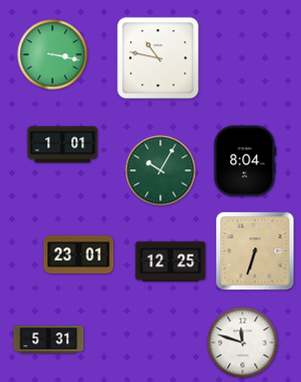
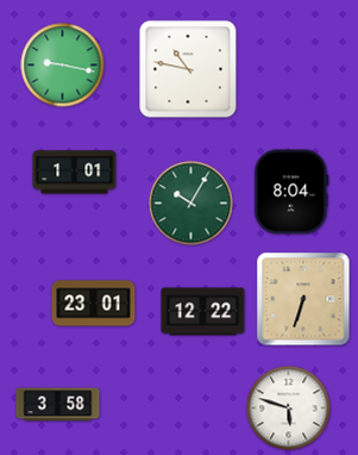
clock at (53, 55): 3:17 -> 9:17
clock at (171, 262): 12:25 -> 12:22
clock at (49, 340): 5:31 -> 3:58
clock at (243, 343): 11:48 -> 5:48
